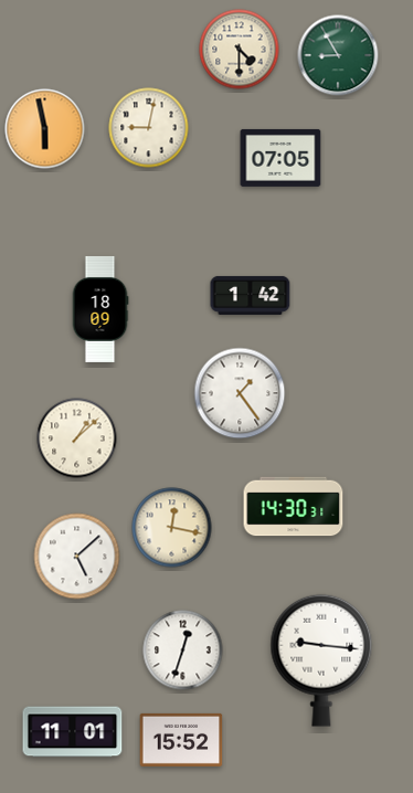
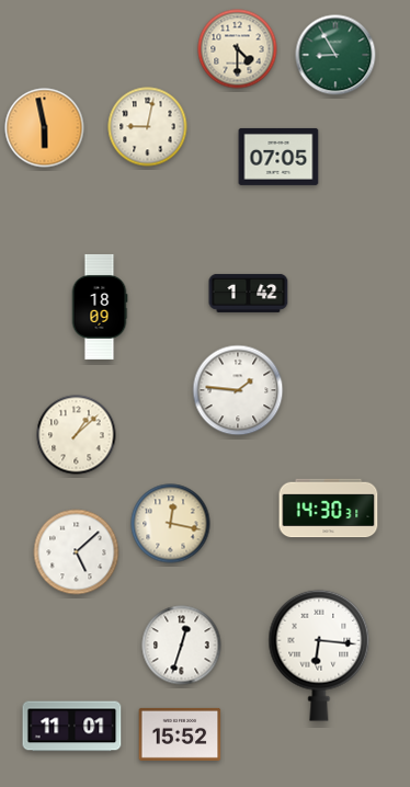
clock at (240, 393): 1:24 -> 1:46
clock at (294, 507) position: (294, 507) -> (329, 509)
clock at (321, 660): 9:16 -> 6:16
